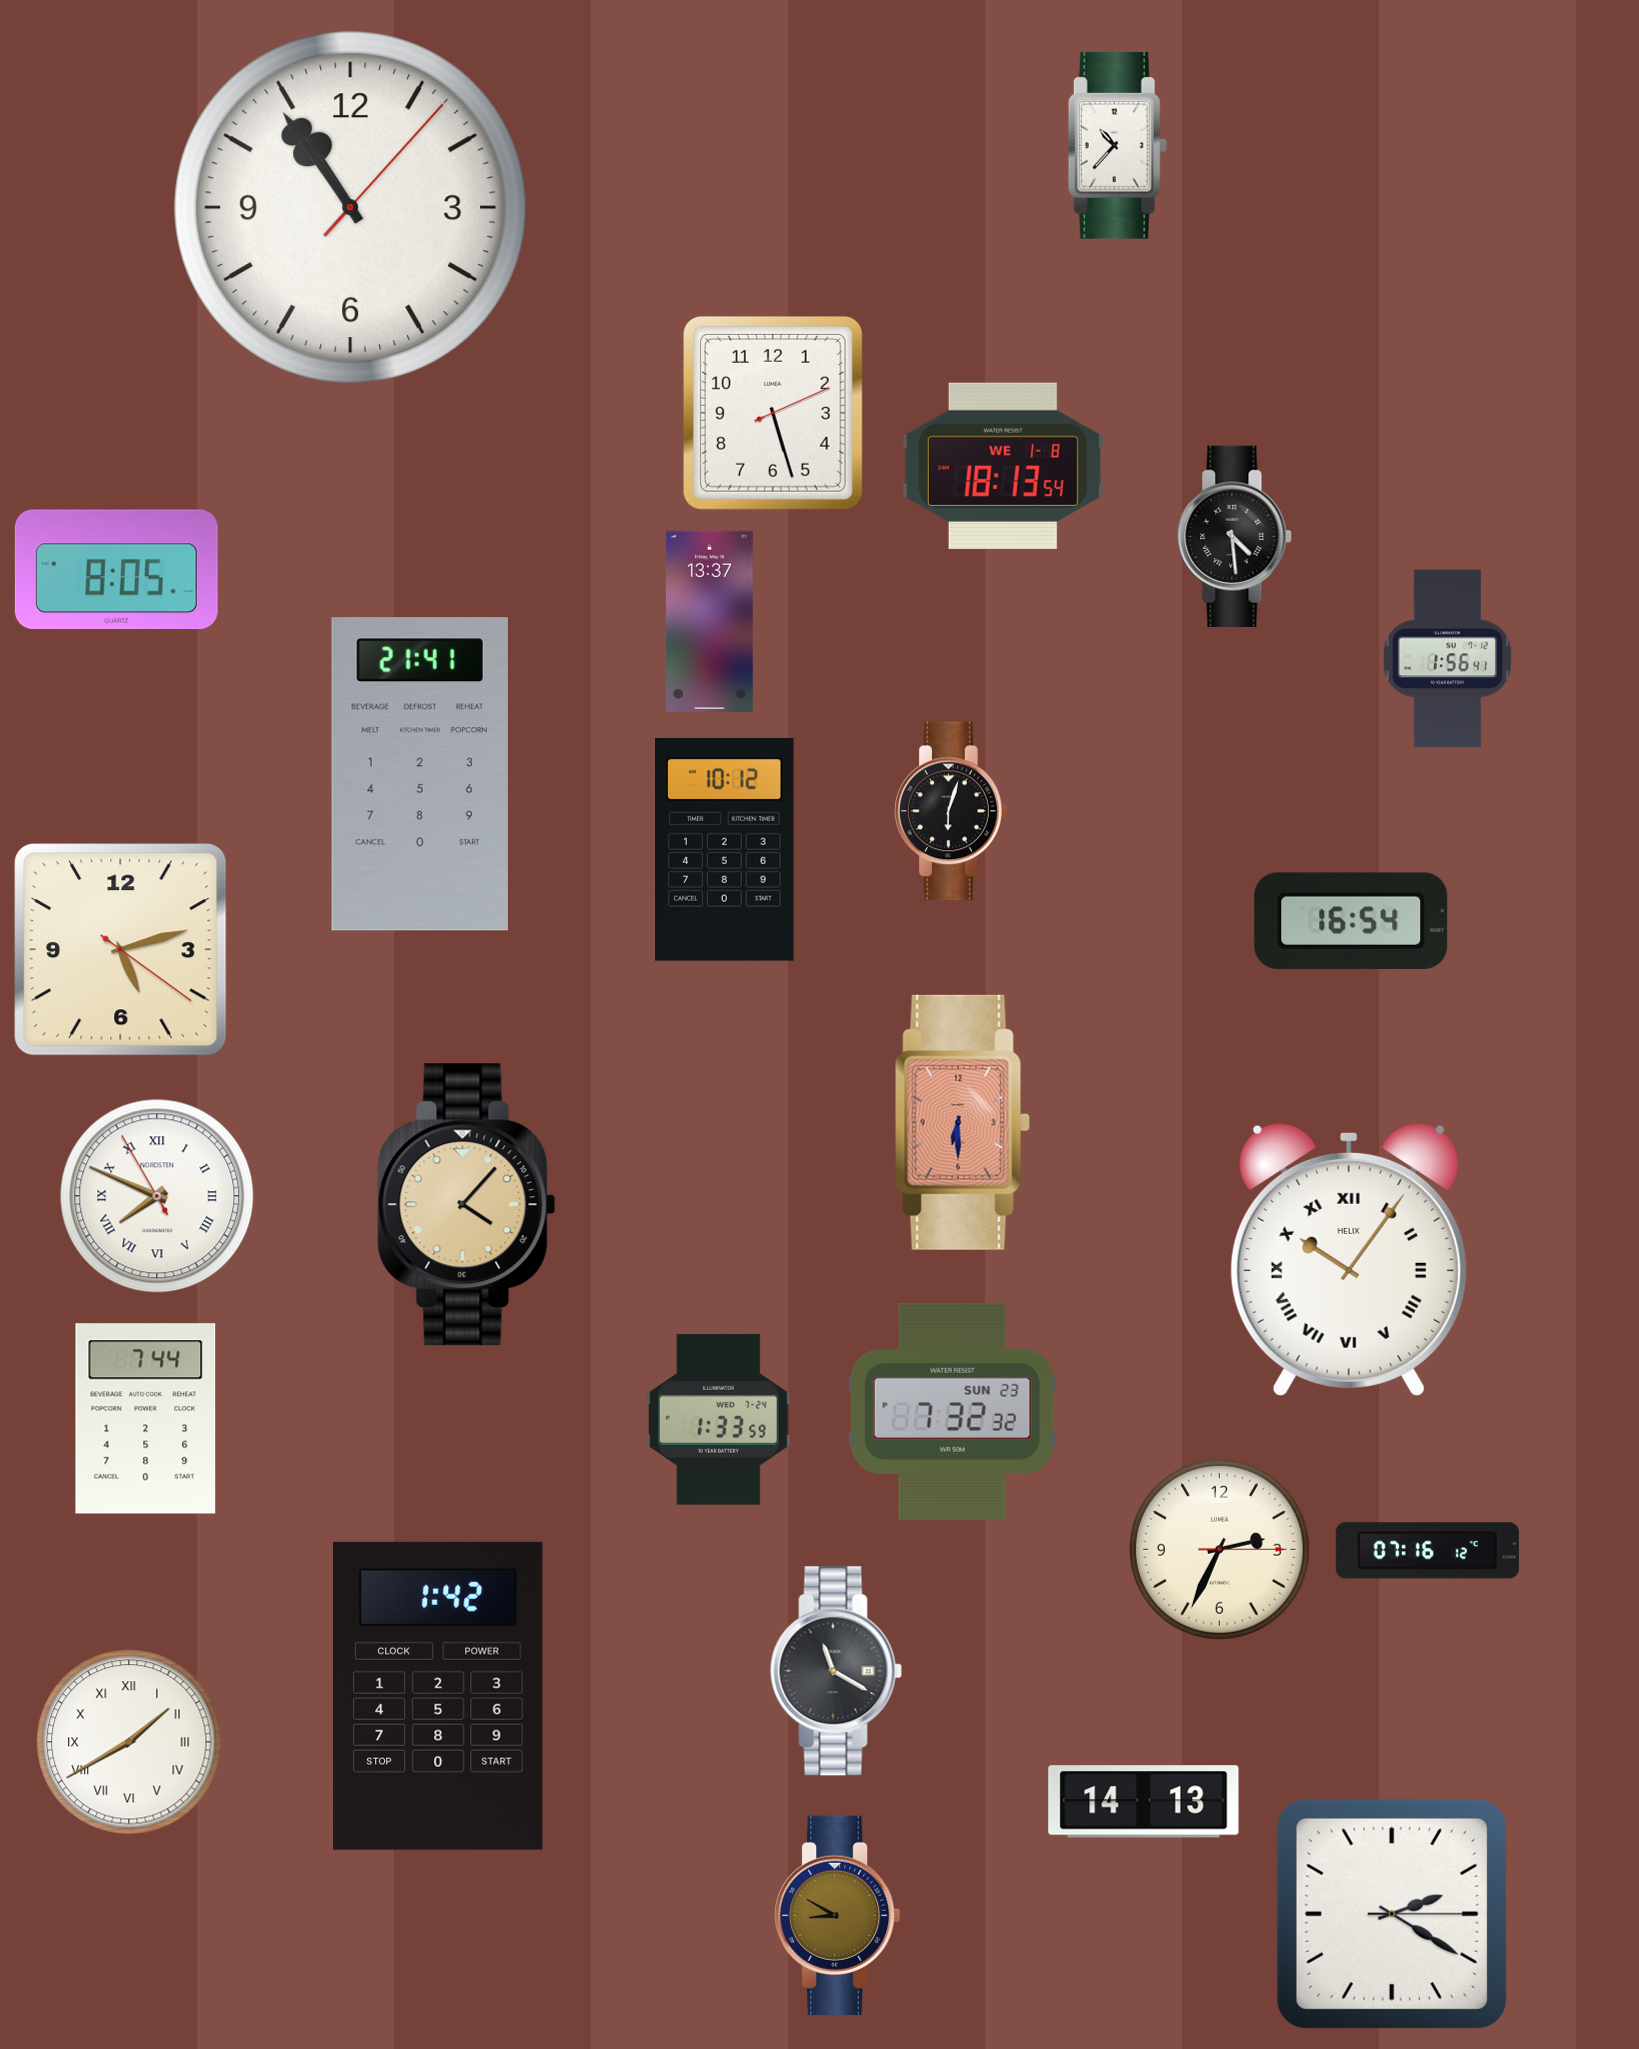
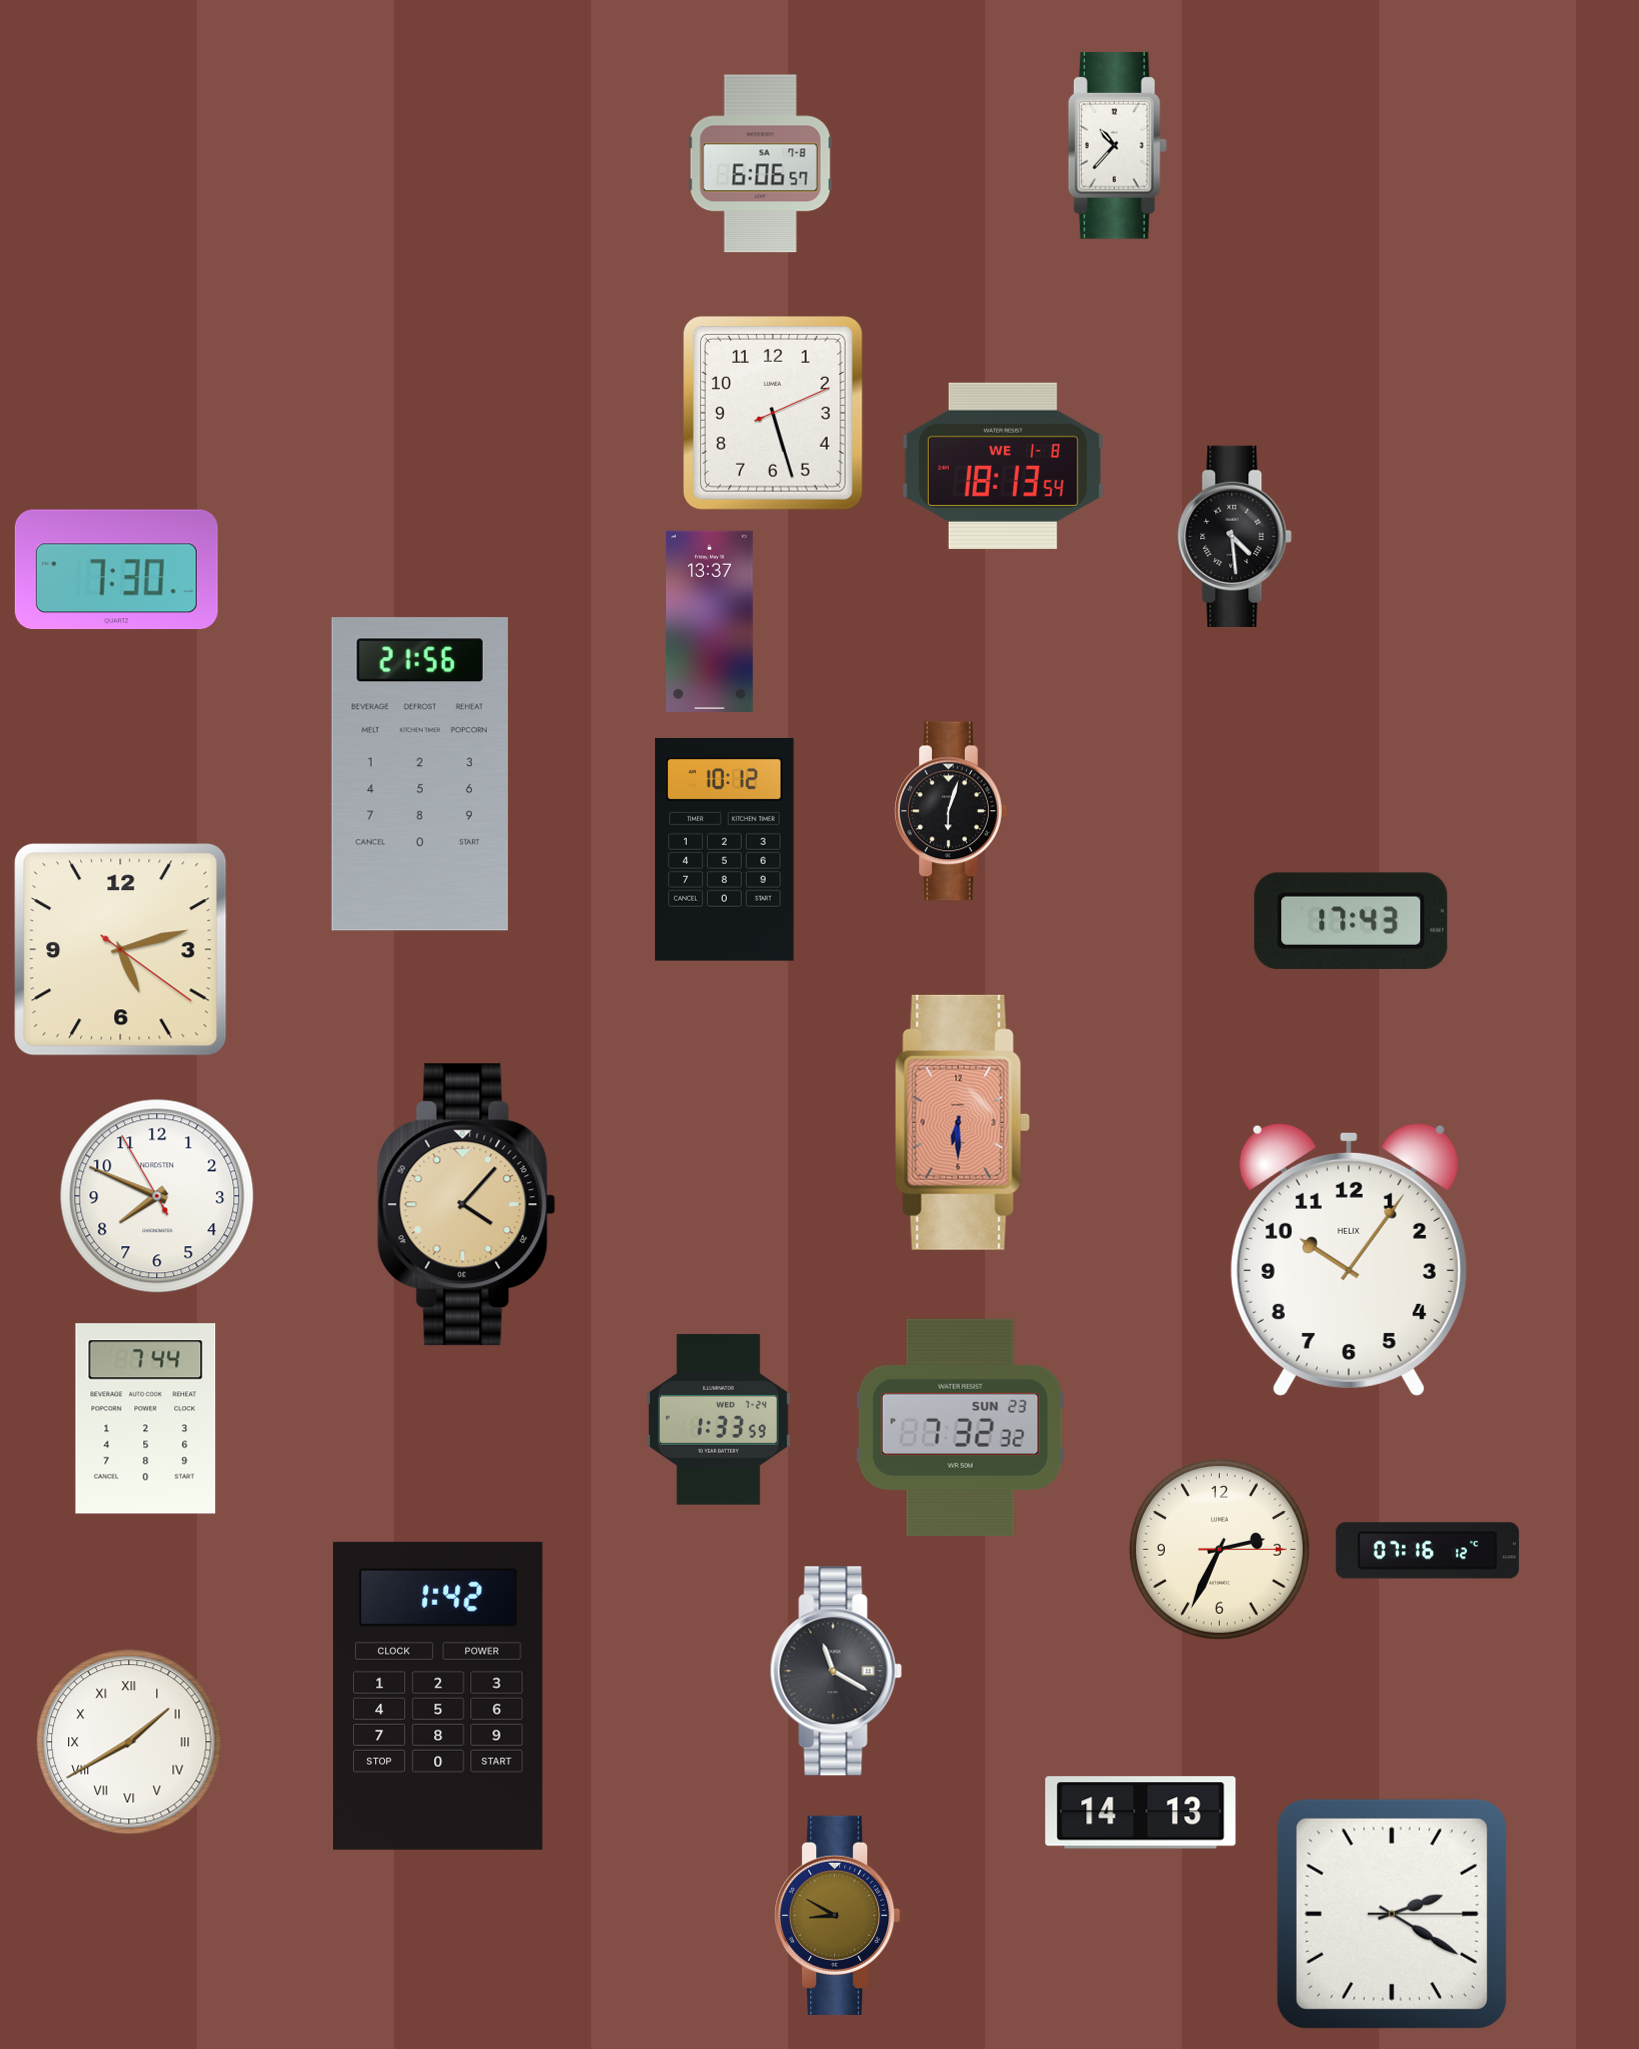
clock at (760, 164): none -> 6:06
clock at (350, 207): 10:54 -> none
clock at (116, 570): 8:05 -> 7:30
clock at (1447, 659): 1:56 -> none
clock at (420, 774): 21:41 -> 21:56
clock at (1351, 921): 16:54 -> 17:43
clock at (157, 1196) numerals: Roman -> Arabic
clock at (1349, 1259) numerals: Roman -> Arabic
clock at (952, 1411) position: (952, 1411) -> (960, 1427)
clock at (1144, 1802) position: (1144, 1802) -> (1141, 1813)
